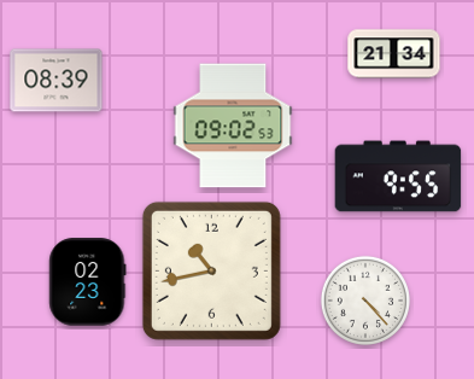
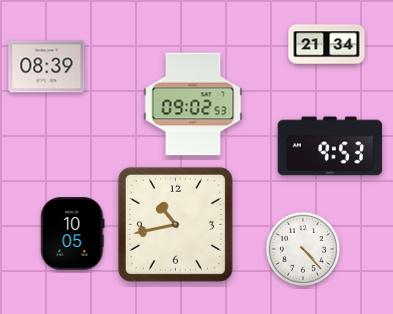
clock at (398, 176): 9:55 -> 9:53
clock at (88, 282): 02:23 -> 10:05
